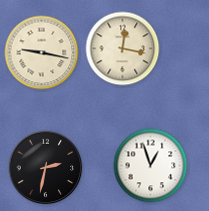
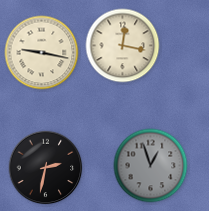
clock at (123, 49) position: (123, 49) -> (123, 46)
clock at (151, 166) dial: white -> grey
